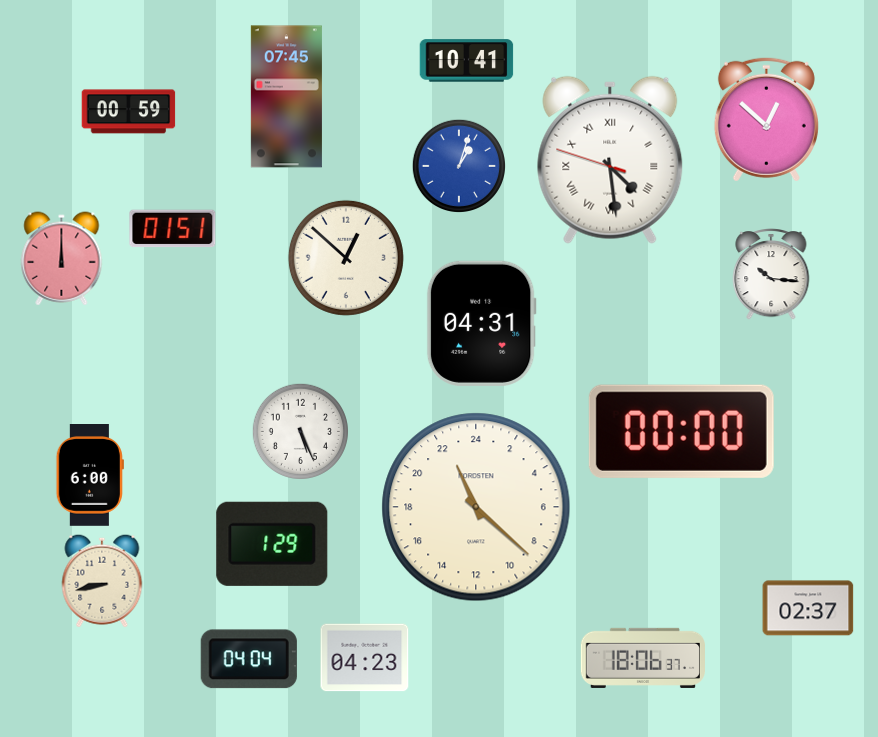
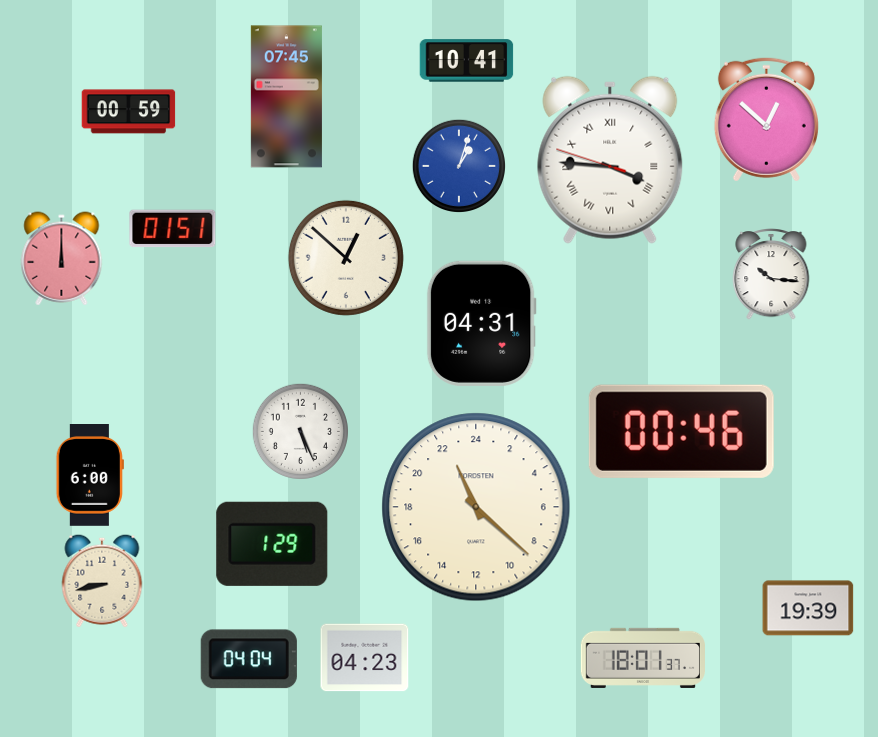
clock at (610, 160): 4:28 -> 3:45
clock at (681, 431): 00:00 -> 00:46
clock at (808, 608): 02:37 -> 19:39
clock at (643, 658): 18:06 -> 18:01
